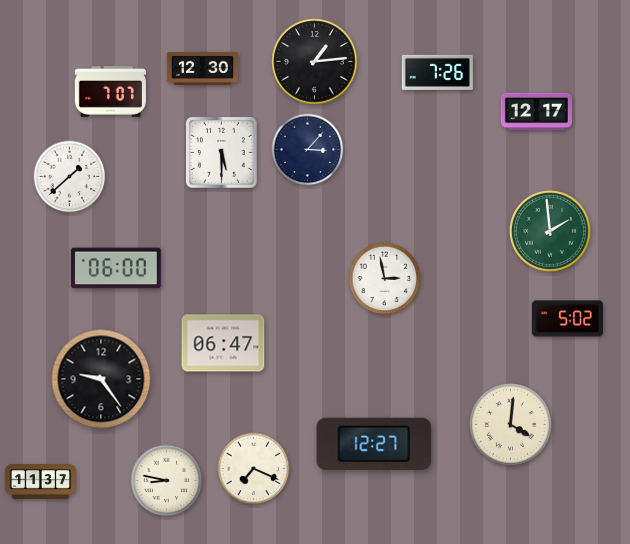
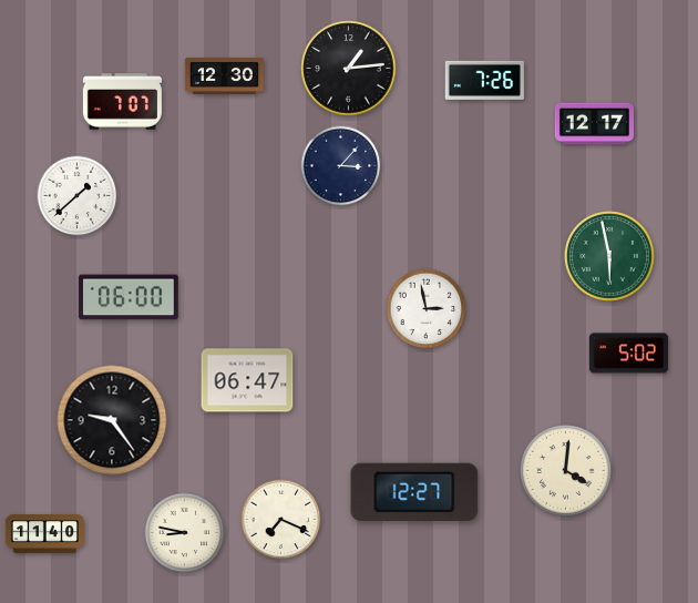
clock at (222, 153): 5:30 -> none
clock at (550, 231): 1:59 -> 5:58
clock at (40, 482): 11:37 -> 11:40
